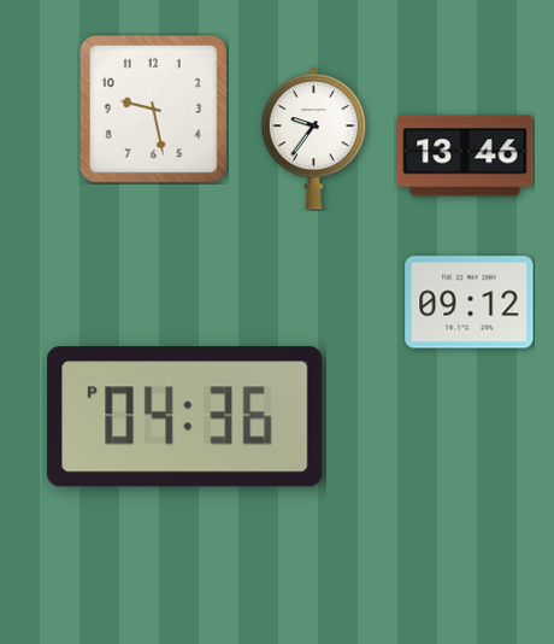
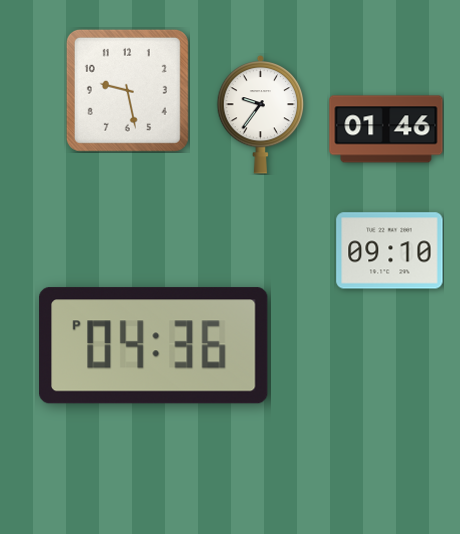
clock at (465, 156): 13:46 -> 01:46
clock at (470, 303): 09:12 -> 09:10
